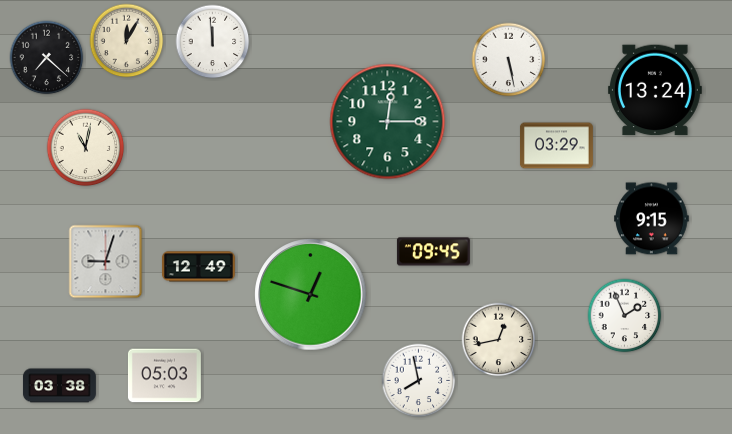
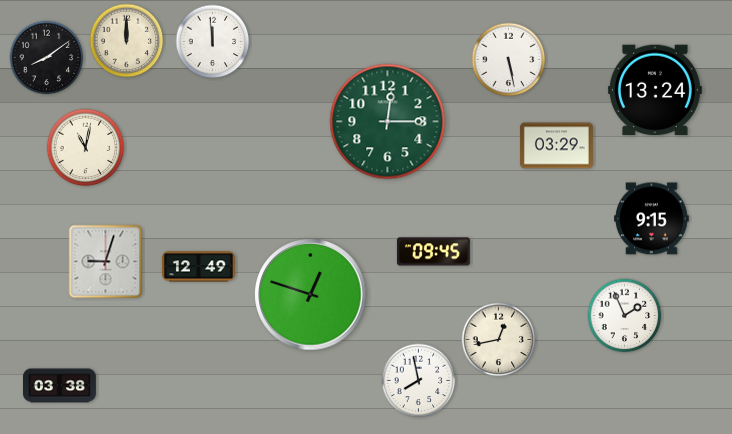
clock at (127, 41): 12:05 -> 12:00
clock at (47, 58): 7:22 -> 8:09
clock at (164, 376): 05:03 -> none
